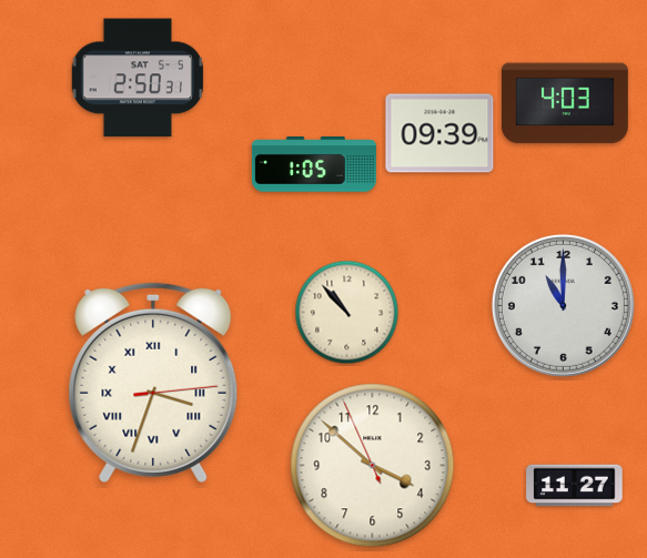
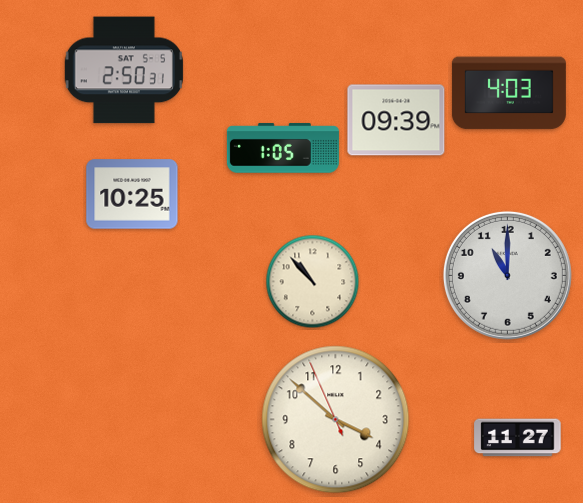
clock at (132, 194): none -> 10:25
clock at (153, 383): 3:33 -> none
